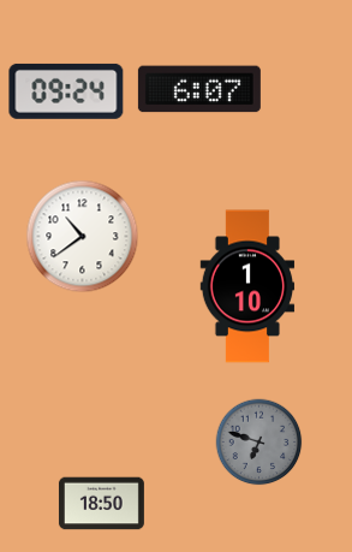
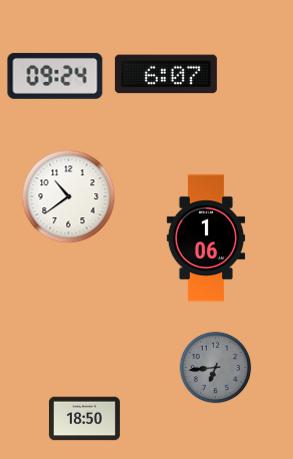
clock at (247, 286): 1:10 -> 1:06
clock at (259, 443): 6:48 -> 6:44
